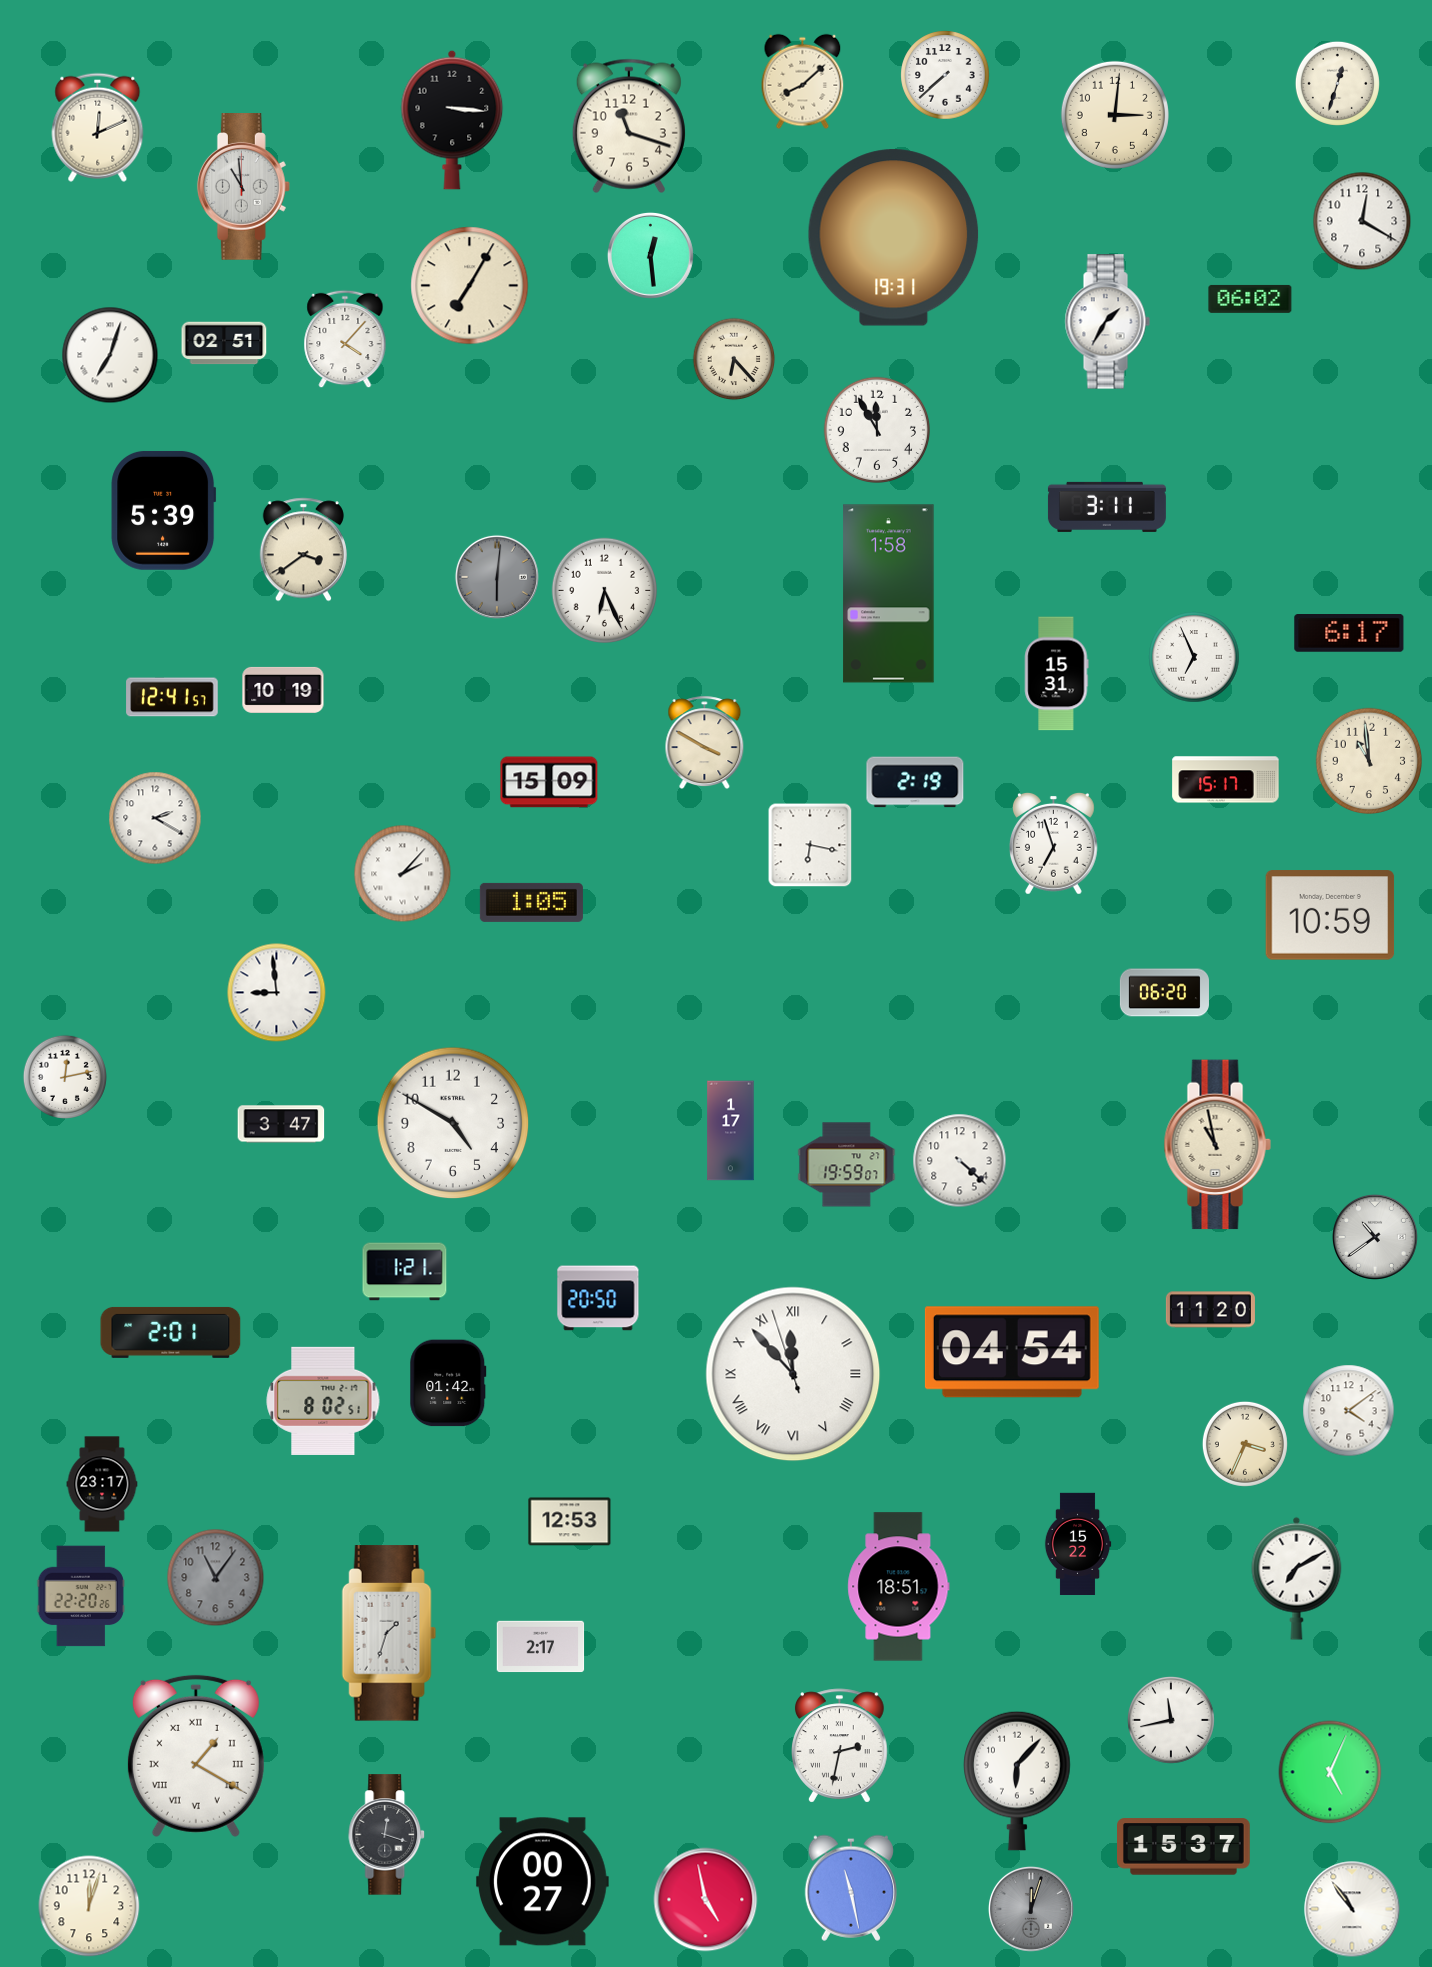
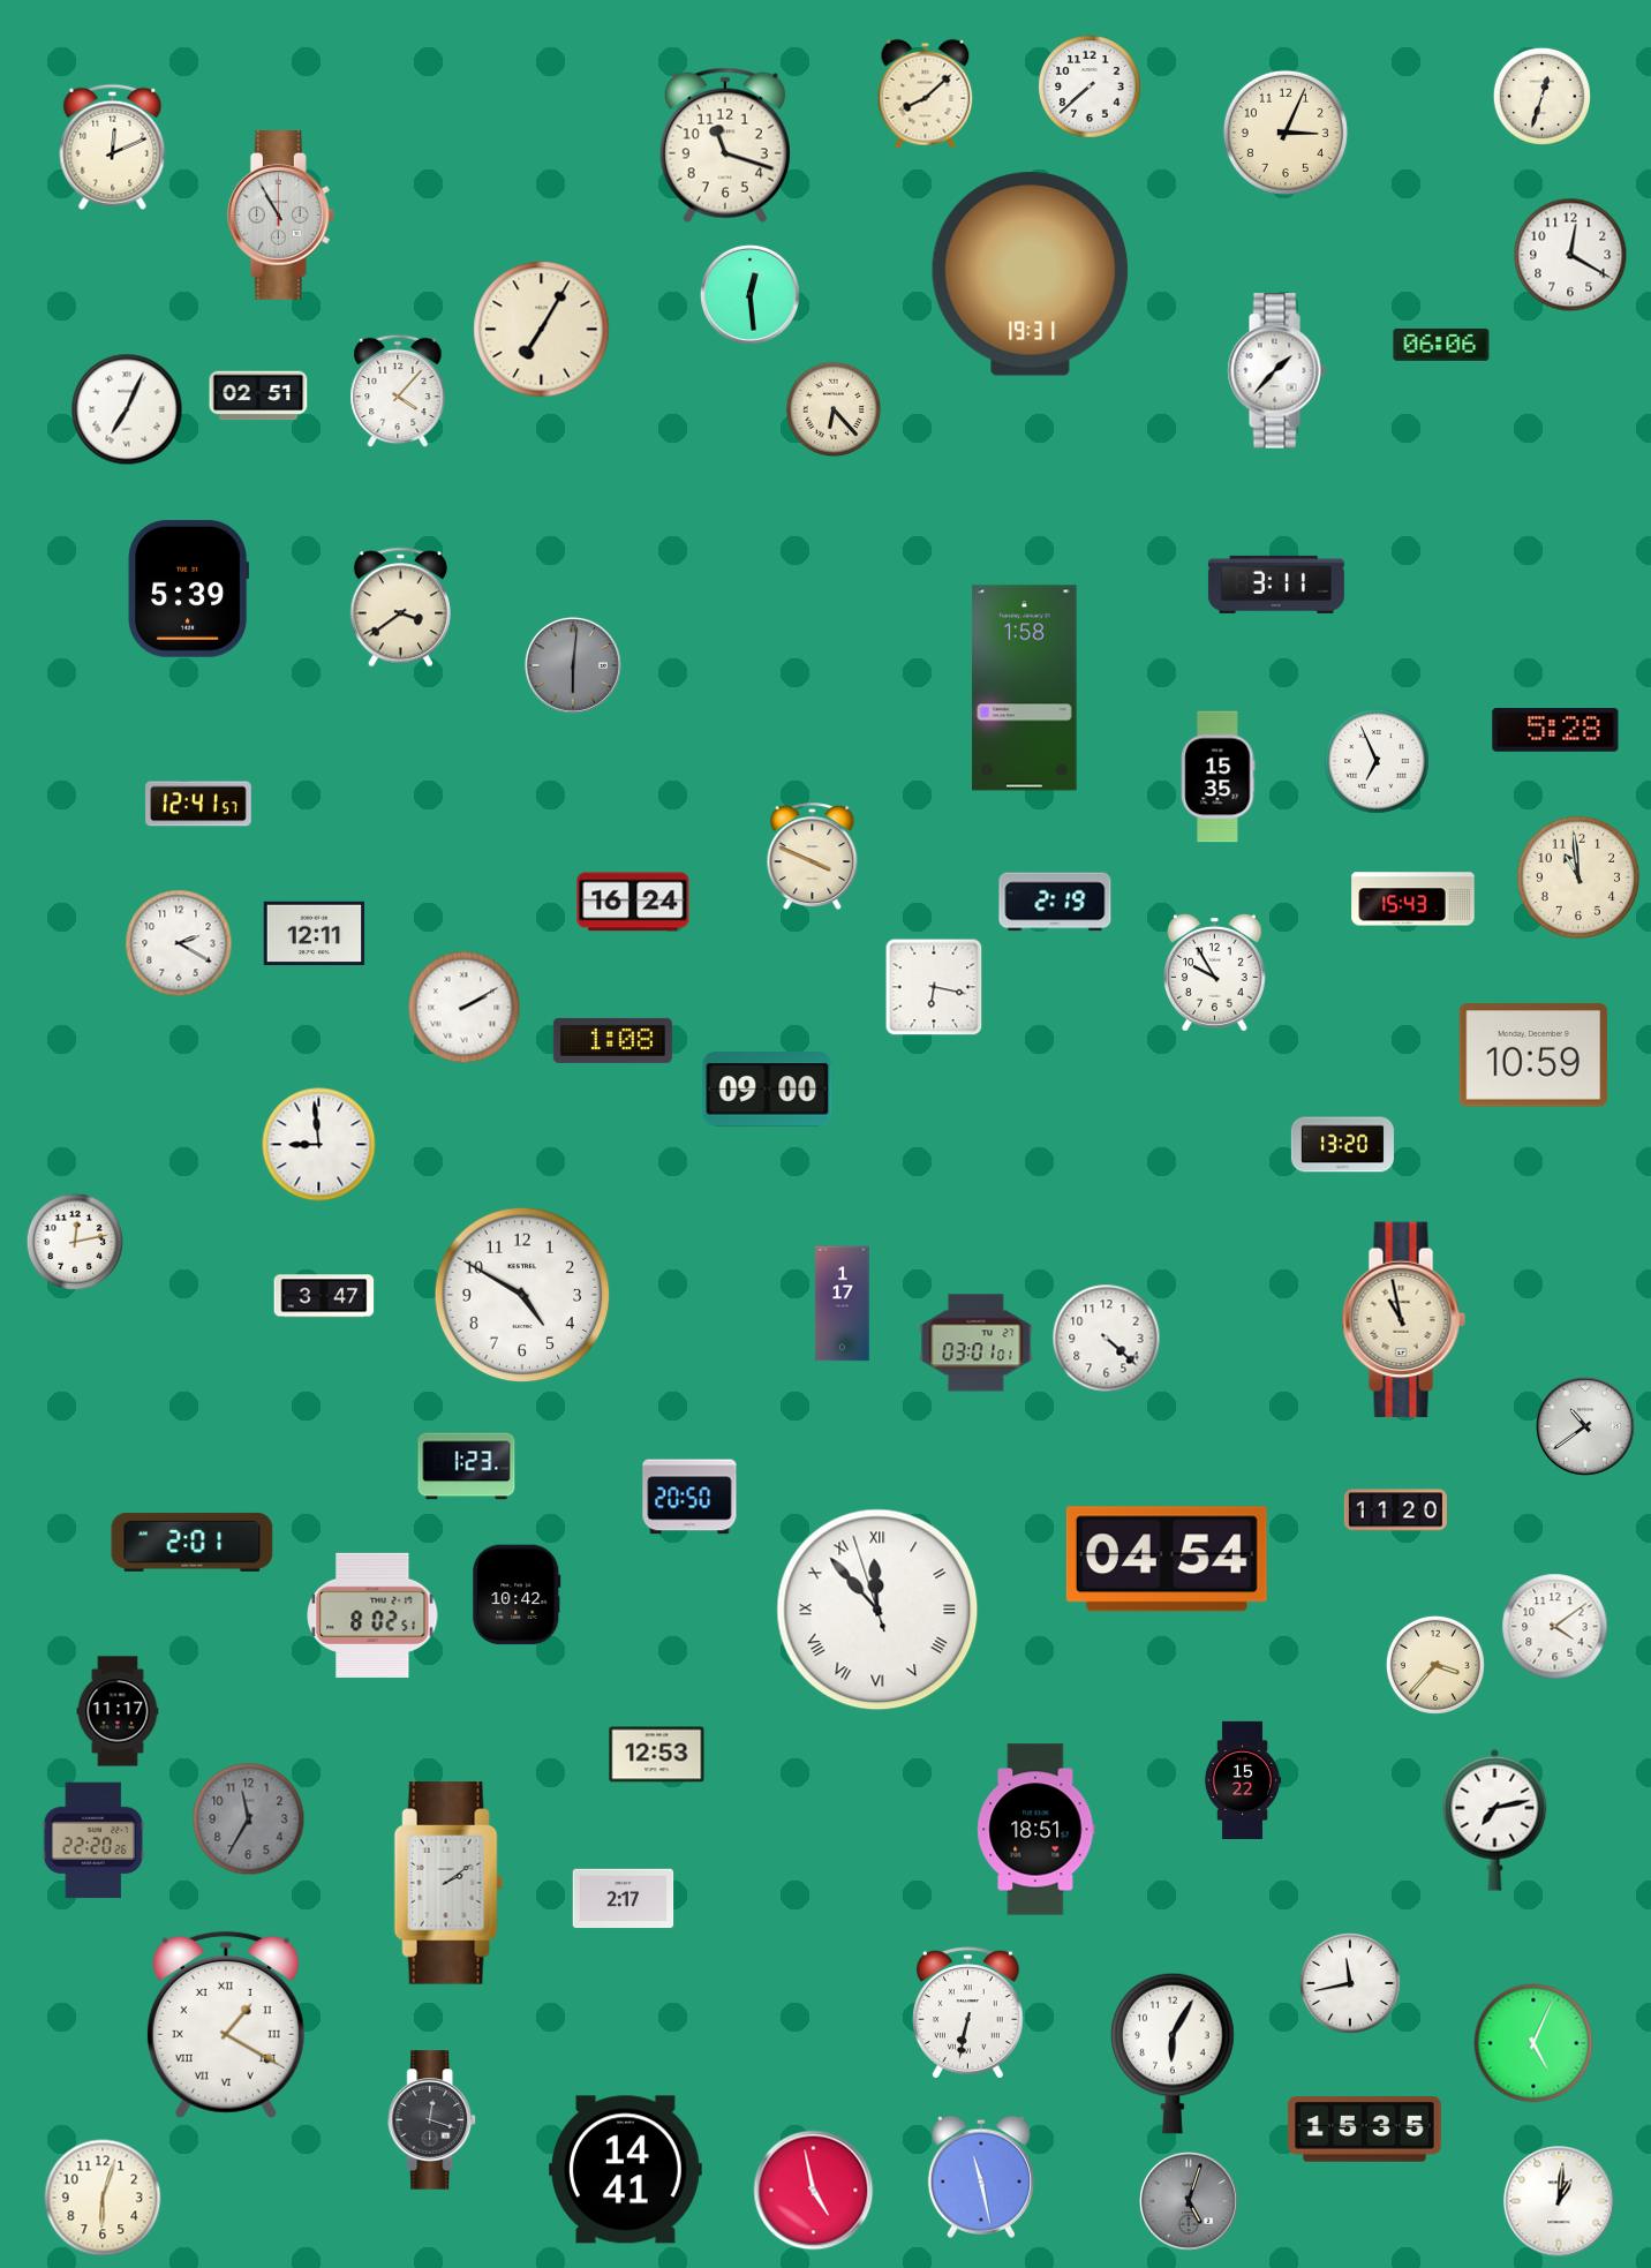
clock at (1115, 115): 3:01 -> 3:04
clock at (452, 120): 3:16 -> none
clock at (243, 187): 10:59 -> 10:55
clock at (1250, 299): 06:02 -> 06:06
clock at (1107, 322): 1:35 -> 1:37
clock at (110, 355): 7:03 -> 7:04
clock at (734, 359) position: (734, 359) -> (834, 409)
clock at (876, 429): 11:55 -> none
clock at (303, 550) position: (303, 550) -> (400, 608)
clock at (605, 591): 6:26 -> none
clock at (889, 594) position: (889, 594) -> (1025, 688)
clock at (1349, 634): 6:17 -> 5:28
clock at (1194, 657) position: (1194, 657) -> (1377, 761)
clock at (1057, 674): 15:31 -> 15:35
clock at (283, 690): 10:19 -> none
clock at (705, 743): 3:50 -> 3:49
clock at (1226, 780): 15:17 -> 15:43
clock at (549, 782): 15:09 -> 16:24
clock at (315, 934): none -> 12:11
clock at (1054, 843): 6:57 -> 9:55
clock at (810, 845) position: (810, 845) -> (934, 987)
clock at (403, 874): 2:07 -> 2:10
clock at (531, 902): 1:05 -> 1:08
clock at (768, 1090): none -> 09:00
clock at (1164, 993): 06:20 -> 13:20
clock at (847, 1165): 19:59 -> 03:01
clock at (405, 1272): 1:21 -> 1:23
clock at (171, 1332) position: (171, 1332) -> (193, 1542)
clock at (793, 1374) position: (793, 1374) -> (877, 1610)
clock at (448, 1383): 01:42 -> 10:42
clock at (1245, 1444): 3:34 -> 3:37
clock at (102, 1484): 23:17 -> 11:17
clock at (216, 1578): 11:06 -> 11:35
clock at (1297, 1578): 7:10 -> 7:13
clock at (389, 1633): 1:33 -> 2:09
clock at (840, 1746): 2:32 -> 6:32
clock at (1017, 1781): 6:07 -> 6:05
clock at (387, 1835) position: (387, 1835) -> (432, 2120)
clock at (1184, 1847): 15:37 -> 15:35
clock at (542, 1882): 00:27 -> 14:41
clock at (89, 1906): 12:03 -> 6:03
clock at (1031, 1909): 12:03 -> 5:03
clock at (1352, 1909): 10:54 -> 1:01
